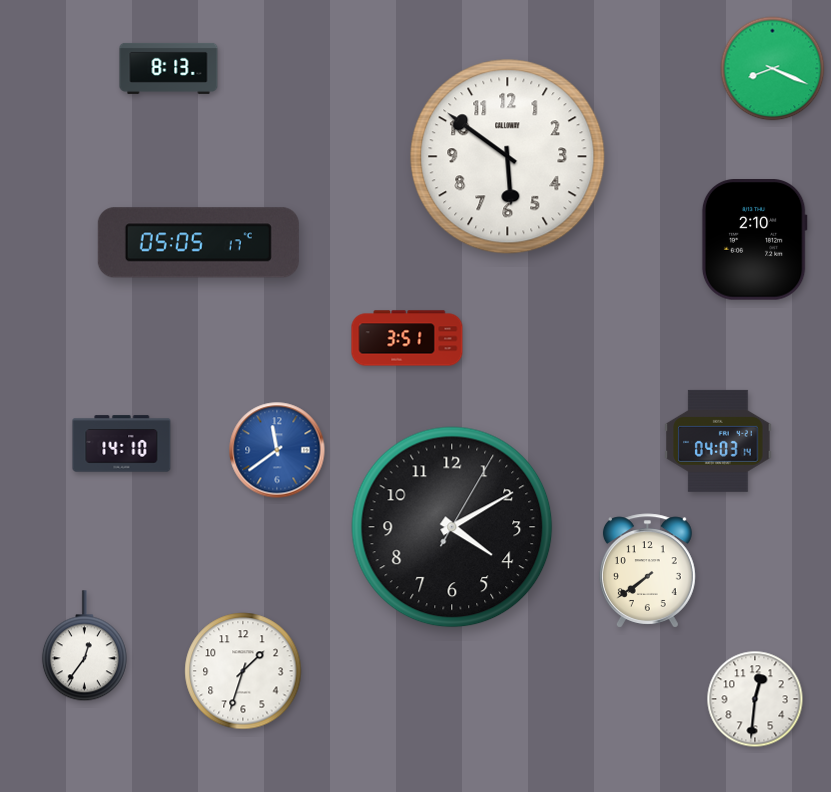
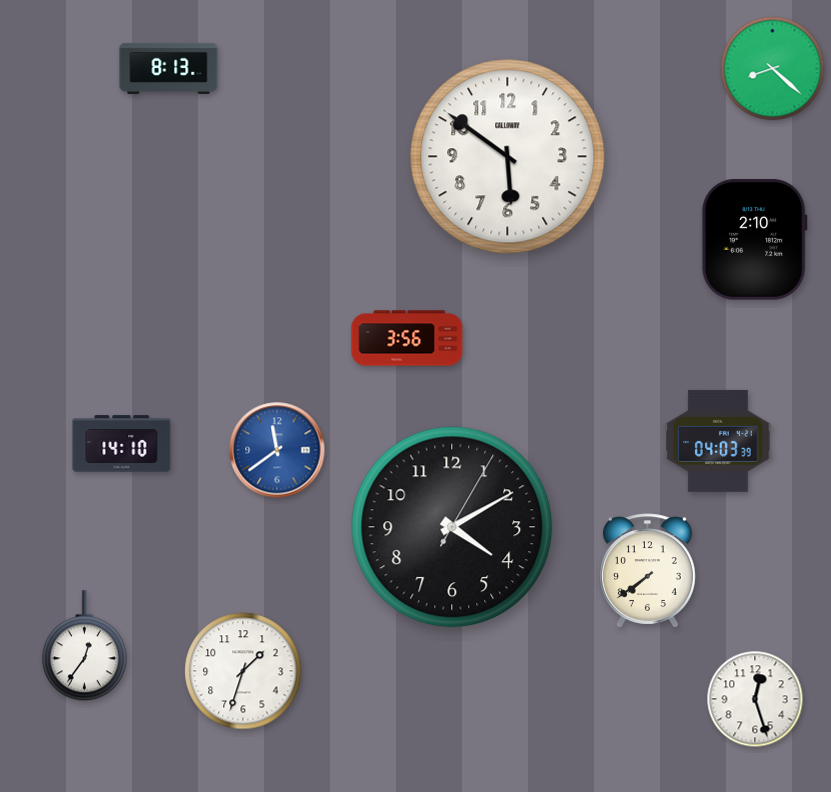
clock at (773, 69): 8:19 -> 8:22
clock at (198, 243): 05:05 -> none
clock at (407, 338): 3:51 -> 3:56
clock at (718, 441): 04:03:14 -> 04:03:39
clock at (755, 699): 12:31 -> 12:27
